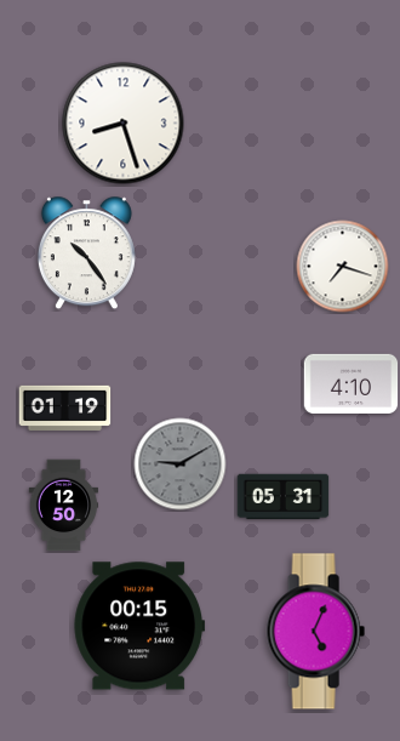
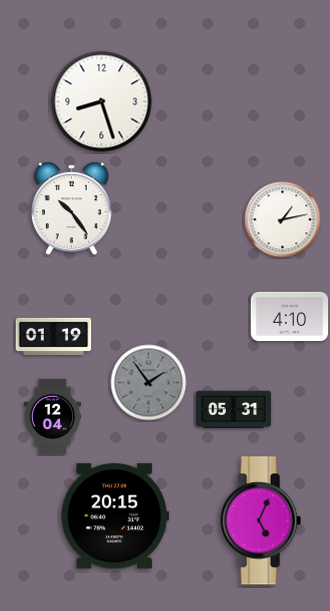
clock at (343, 267): 7:18 -> 1:13
clock at (181, 464): 9:10 -> 1:54
clock at (64, 506): 12:50 -> 12:04
clock at (139, 626): 00:15 -> 20:15
